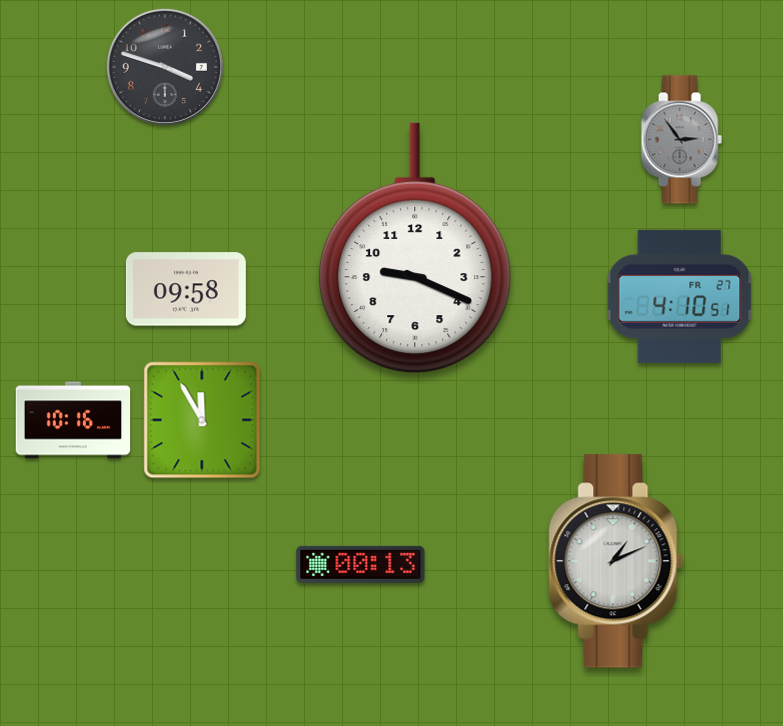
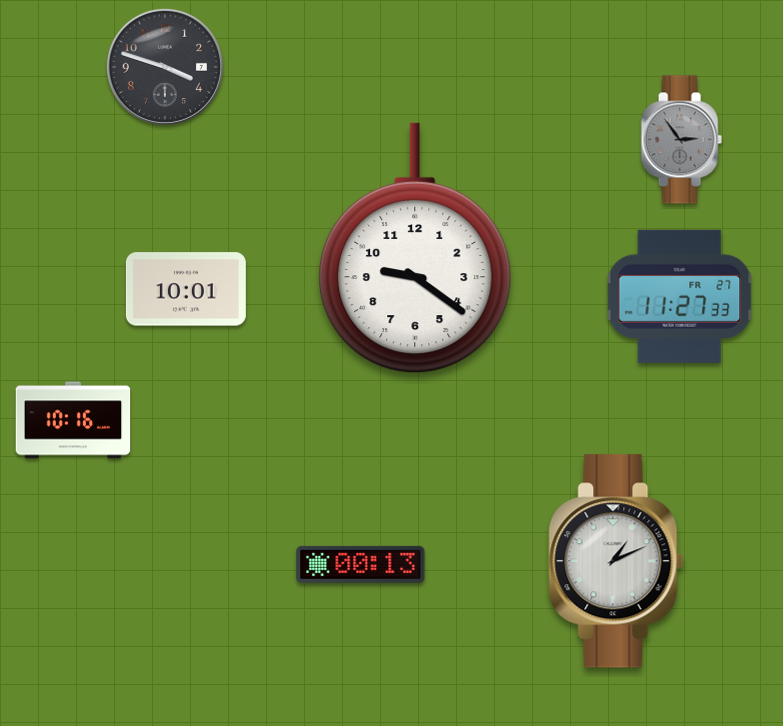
clock at (415, 248): 9:19 -> 9:21
clock at (186, 289): 09:58 -> 10:01
clock at (680, 296): 4:10 -> 11:27
clock at (202, 420): 11:55 -> none
